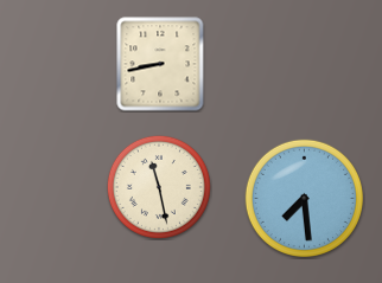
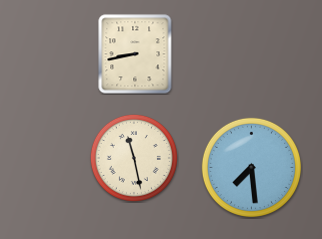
clock at (304, 198) position: (304, 198) -> (251, 167)
